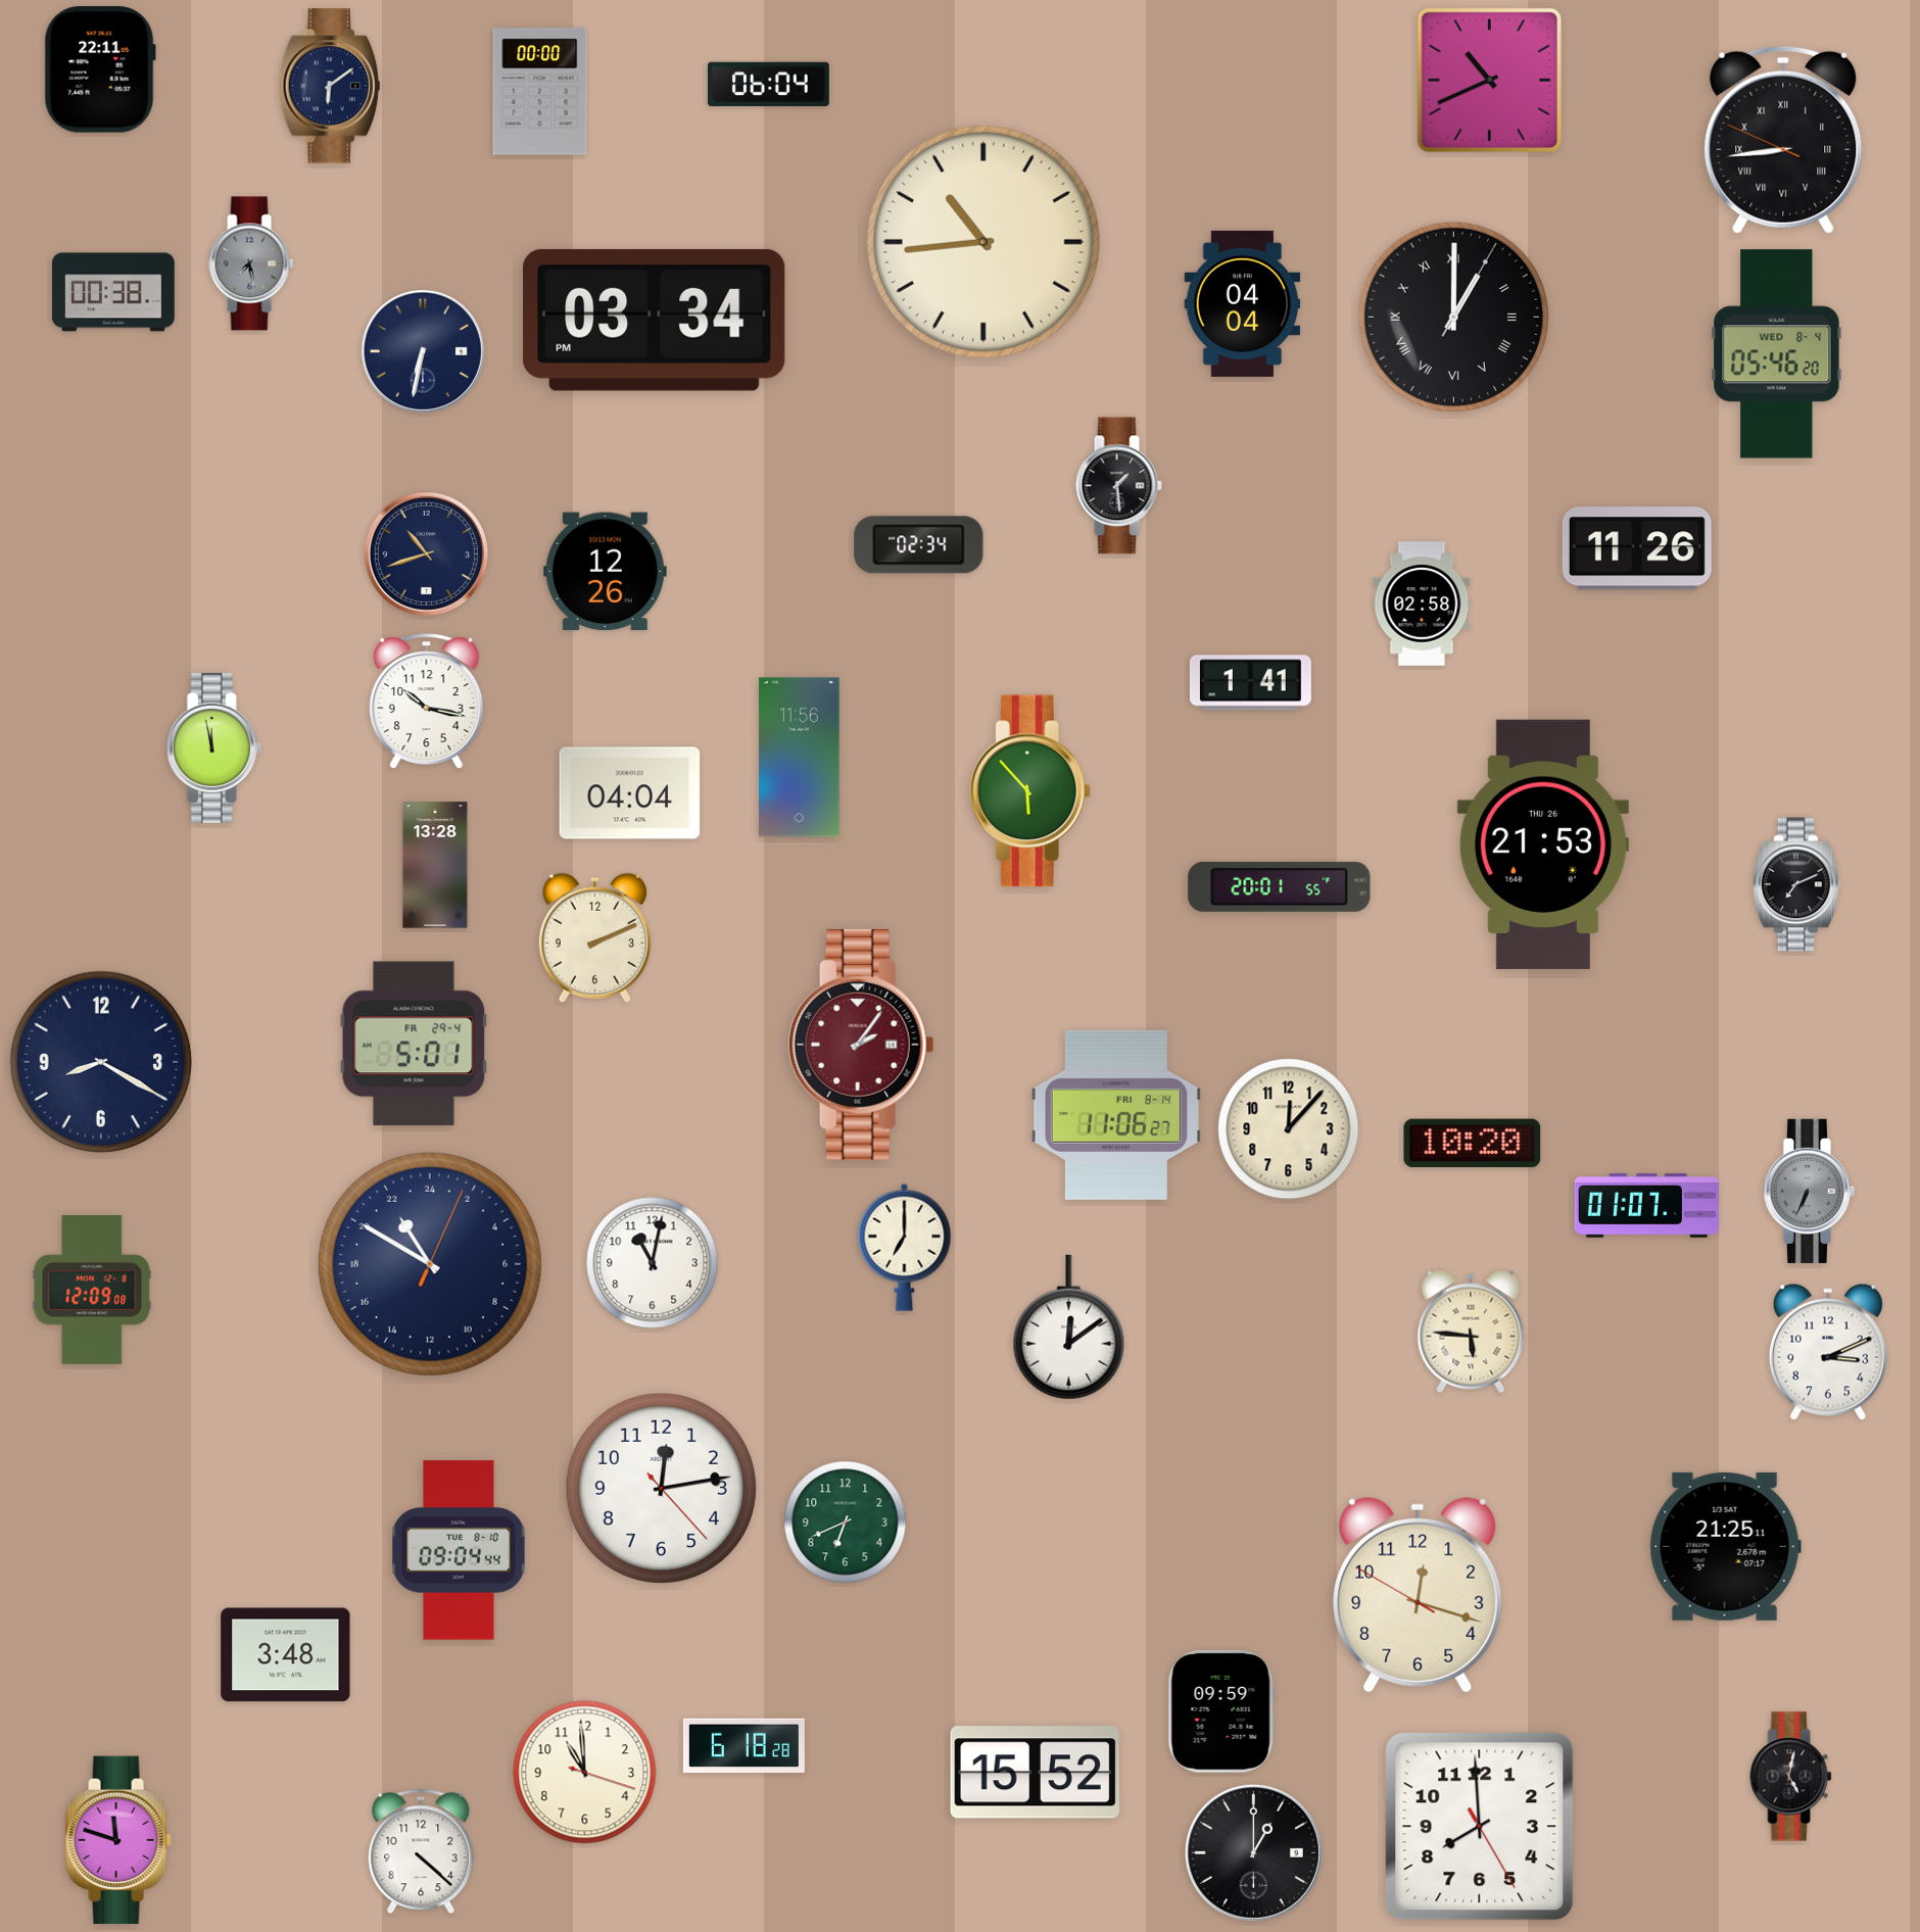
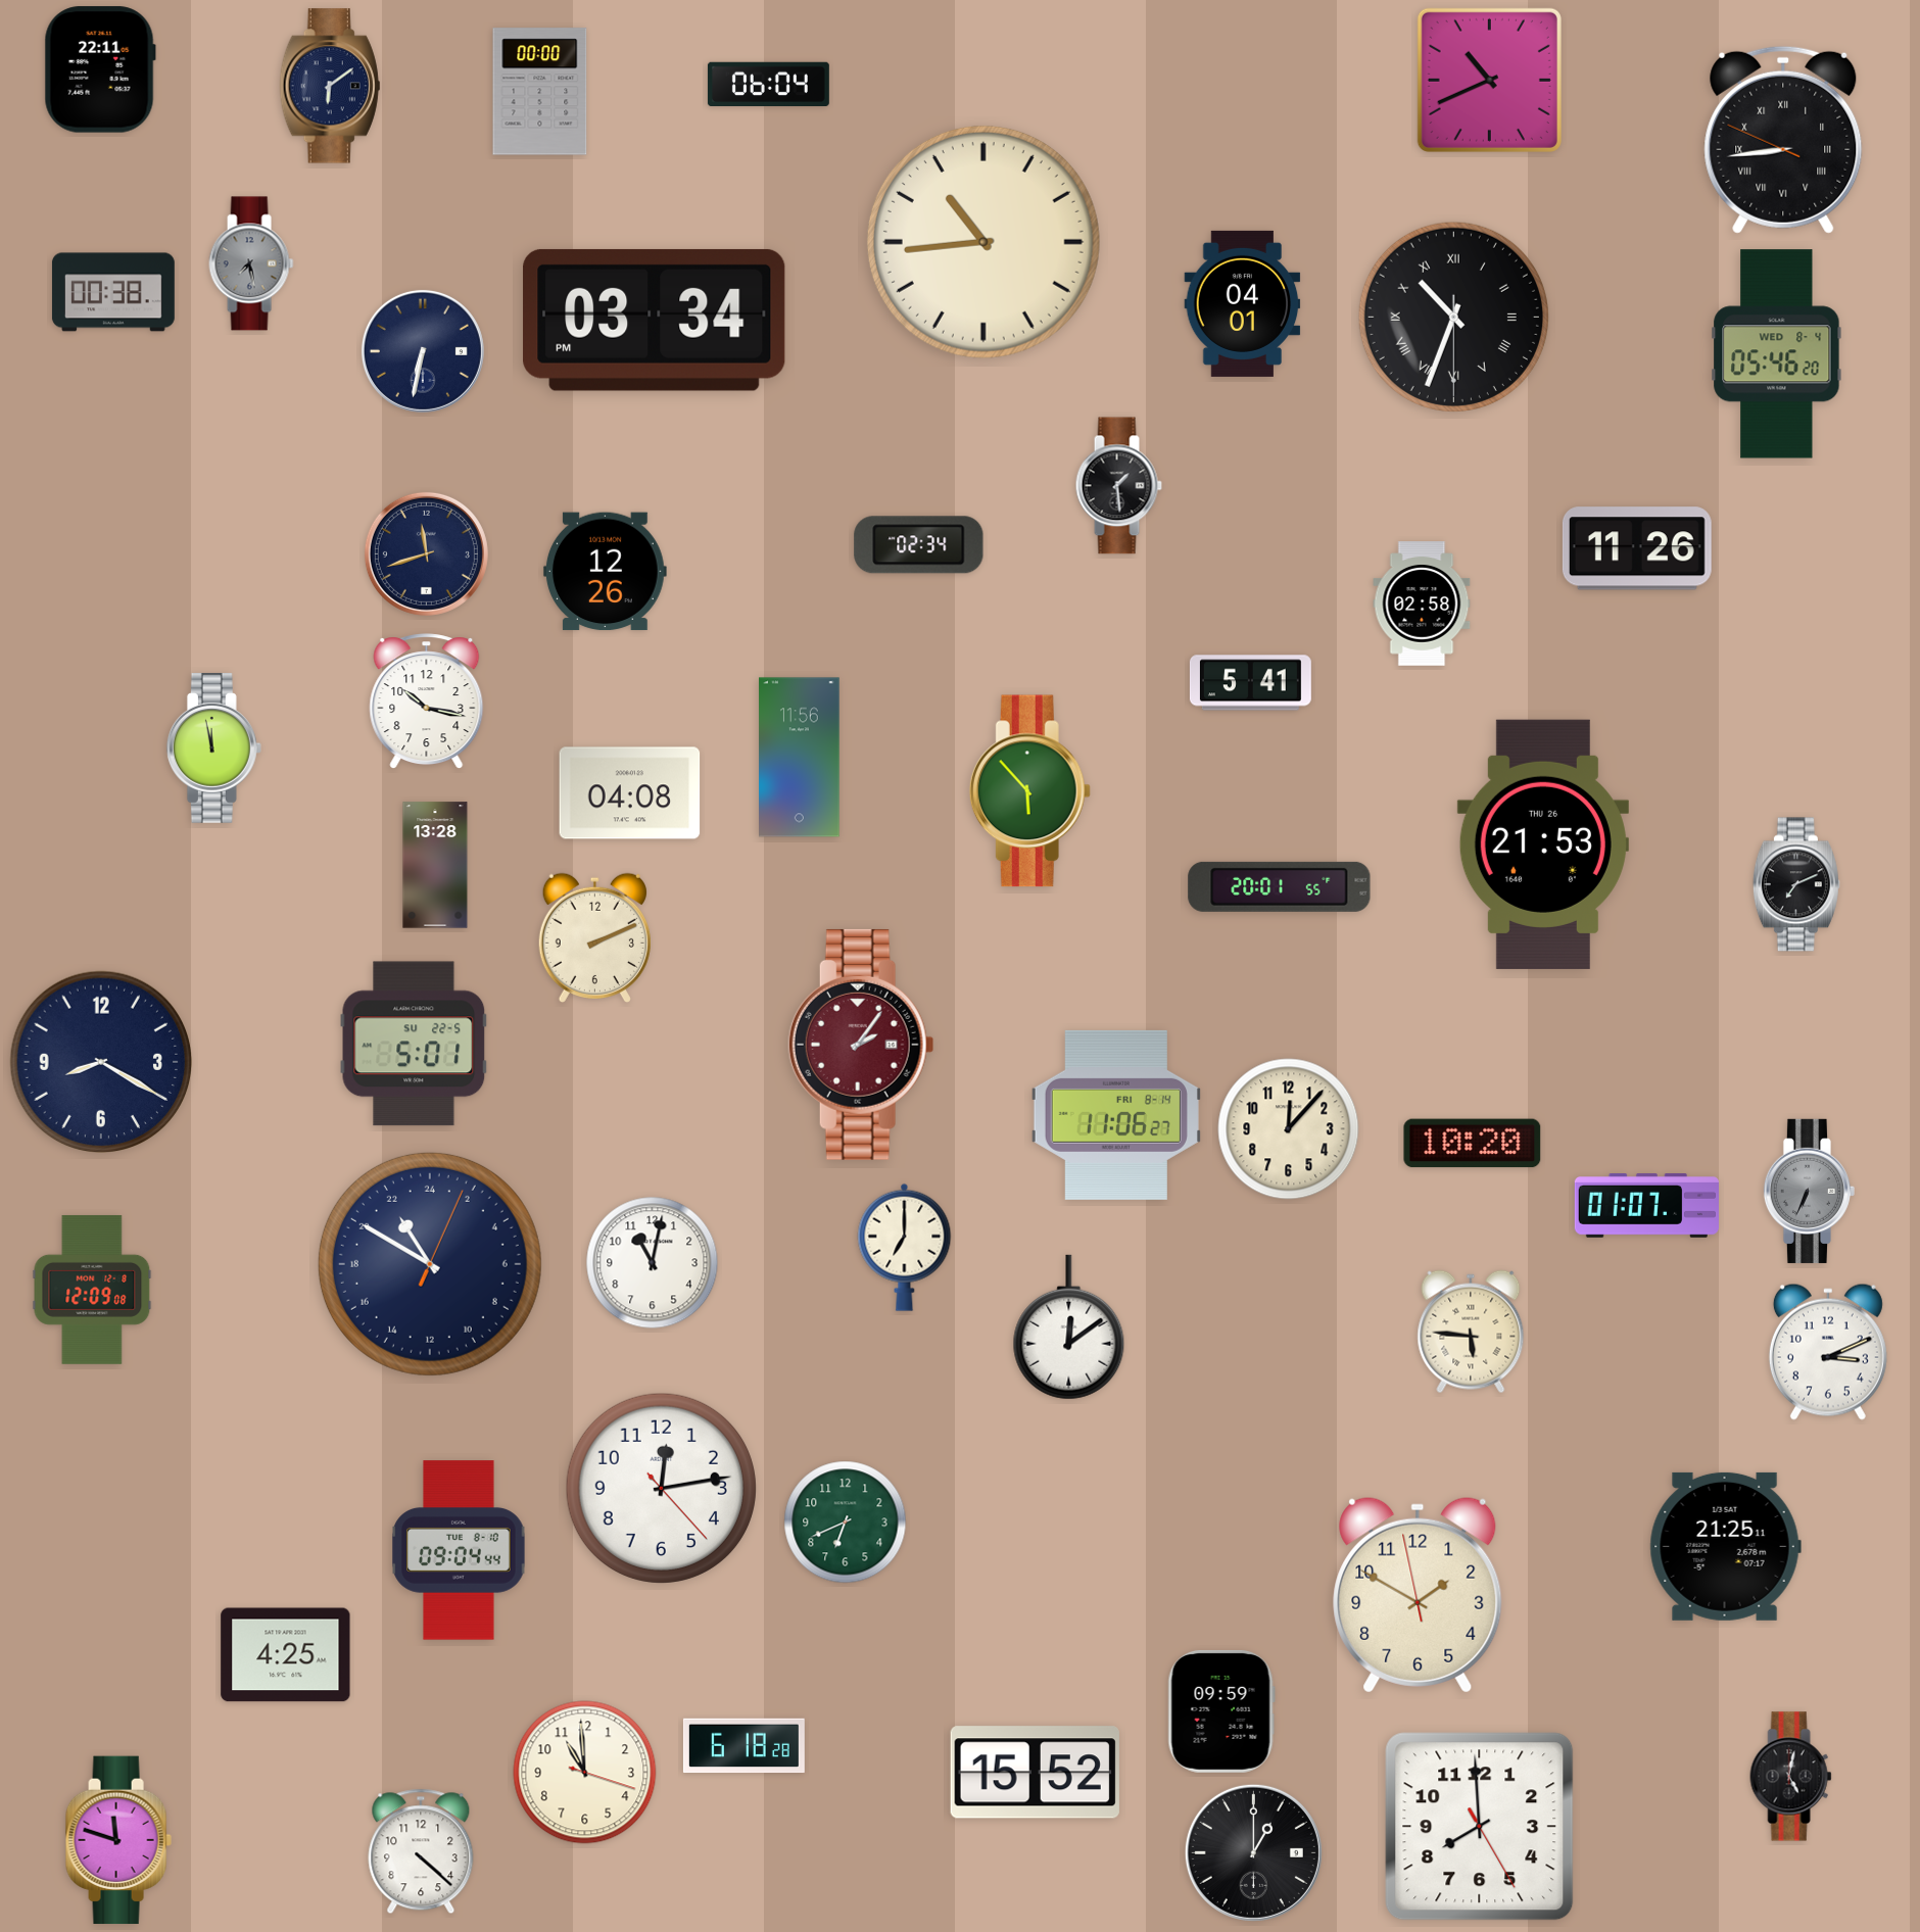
clock at (1243, 303): 04:04 -> 04:01
clock at (1453, 317): 1:00 -> 10:33
clock at (426, 553): 10:42 -> 11:42
clock at (1250, 683): 1:41 -> 5:41
clock at (630, 793): 04:04 -> 04:08
clock at (414, 1044) date: FR 29-4 -> SU 22-5
clock at (1418, 1595): 12:17 -> 1:49
clock at (286, 1655): 3:48 -> 4:25
